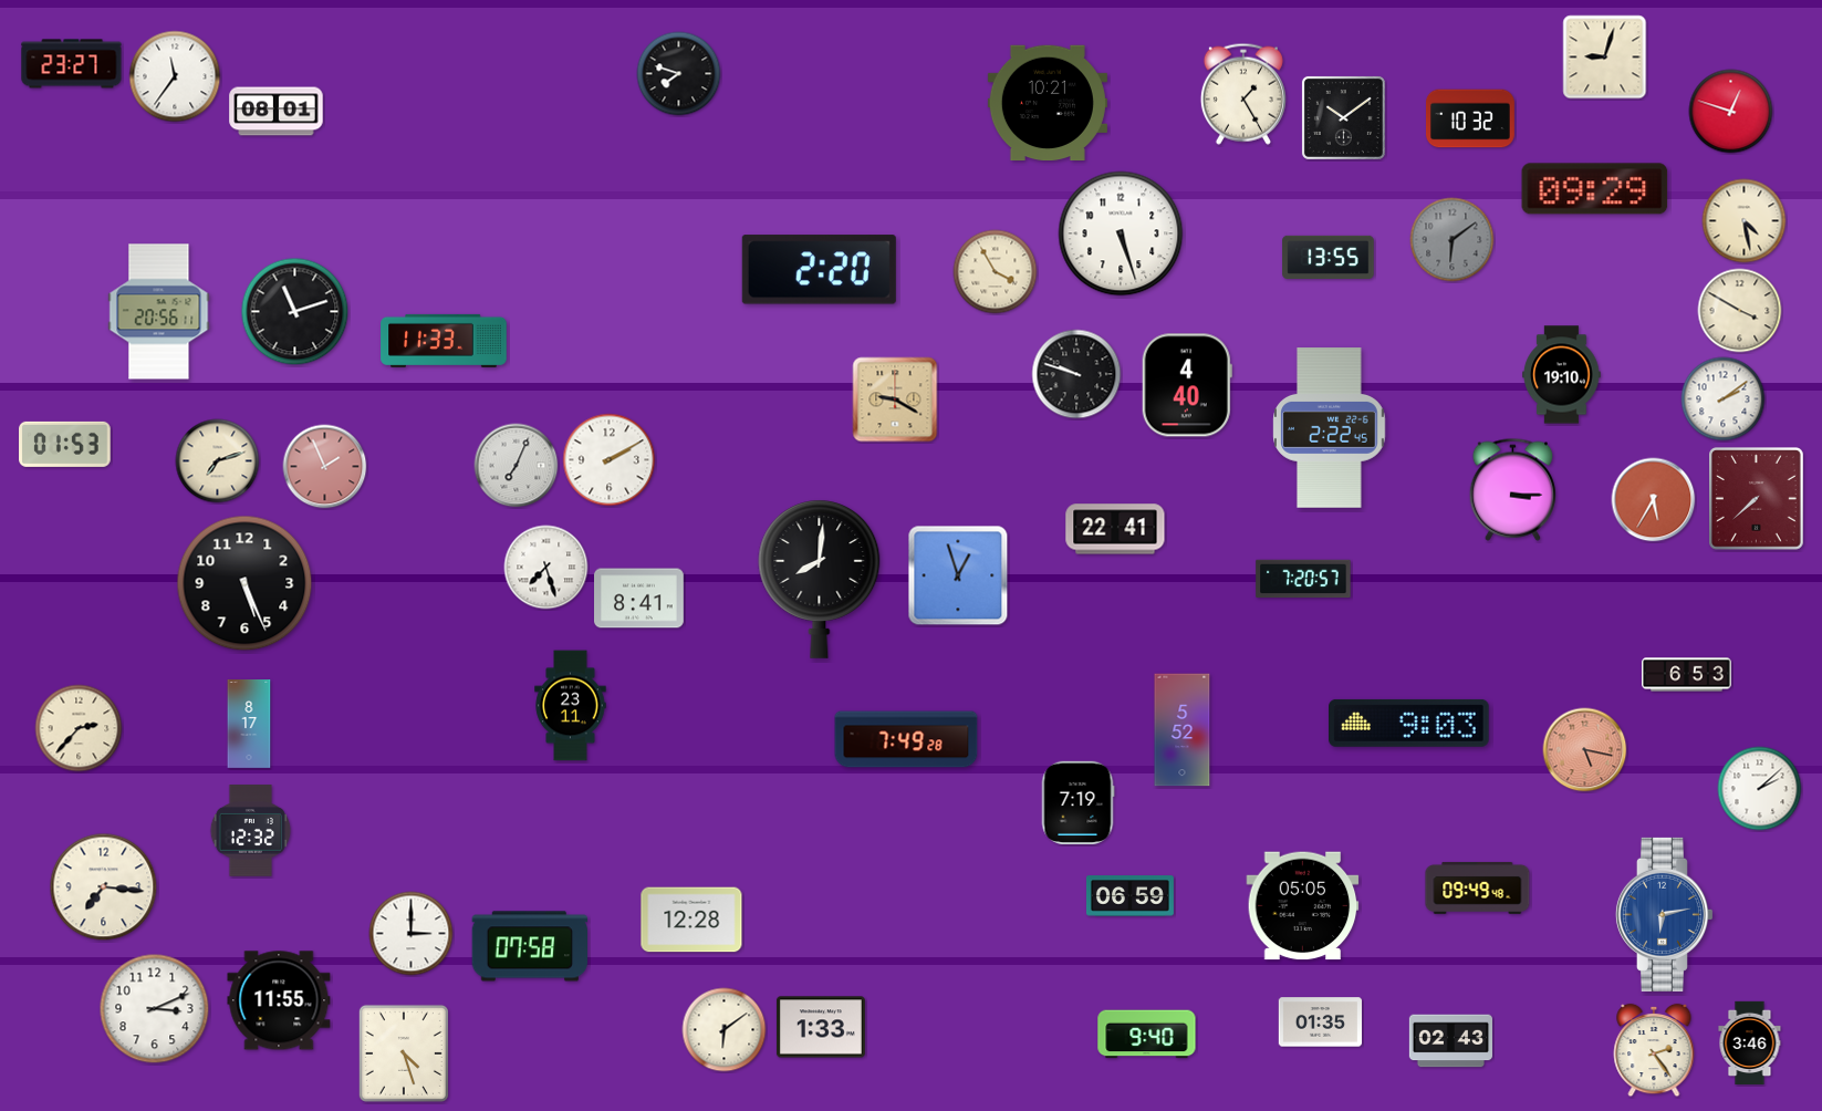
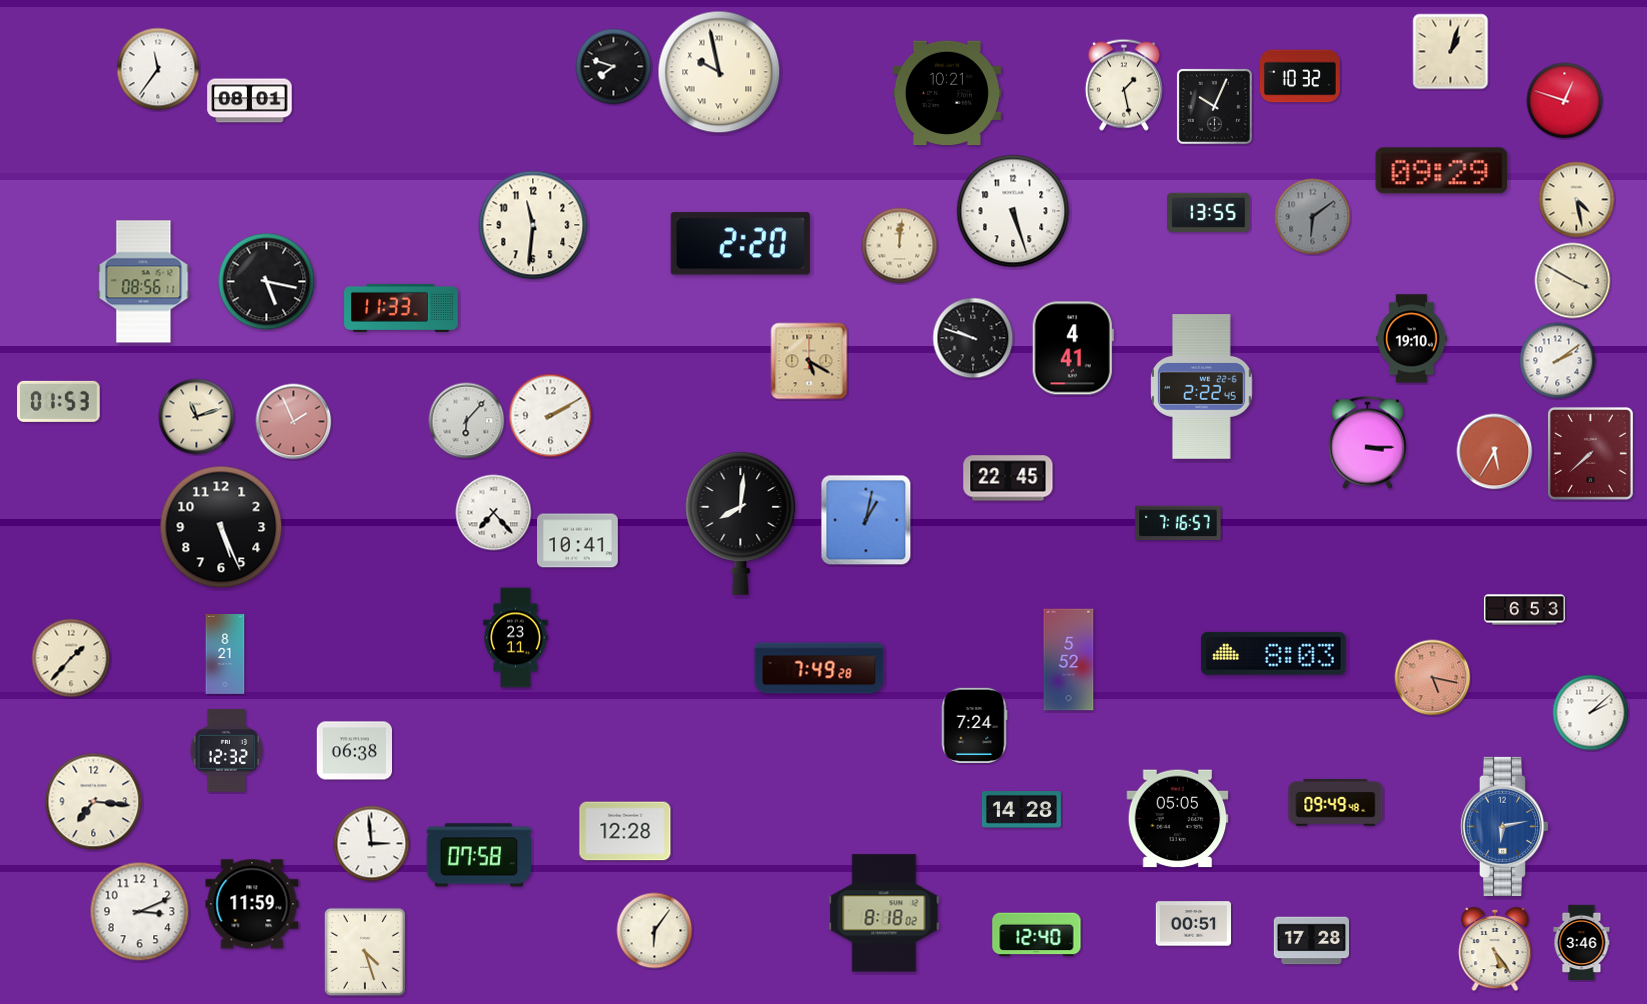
clock at (1605, 58): 9:03 -> 1:03
clock at (72, 64): 23:27 -> none
clock at (719, 72): none -> 9:58
clock at (1243, 94): 1:25 -> 1:28
clock at (1343, 117): 10:09 -> 10:04
clock at (1471, 118) position: (1471, 118) -> (1301, 76)
clock at (533, 225): none -> 11:31
clock at (1329, 257) position: (1329, 257) -> (1209, 212)
clock at (996, 272): 3:55 -> 12:01
clock at (159, 312): 20:56 -> 08:56
clock at (295, 312): 11:12 -> 5:17
clock at (1187, 385): 4:40 -> 4:41
clock at (895, 399): 9:20 -> 5:20
clock at (218, 461): 7:12 -> 11:12
clock at (517, 466): 7:04 -> 6:07
clock at (1757, 499) position: (1757, 499) -> (1591, 454)
clock at (1115, 529): 22:41 -> 22:45
clock at (546, 568): 7:27 -> 7:23
clock at (958, 575): 12:57 -> 1:02
clock at (1303, 579): 7:20 -> 7:16
clock at (639, 599): 8:41 -> 10:41
clock at (1409, 723): 9:03 -> 8:03
clock at (249, 725): 8:17 -> 8:21
clock at (79, 728): 2:37 -> 1:37
clock at (1077, 802): 7:19 -> 7:24
clock at (354, 751): none -> 06:38
clock at (1129, 896): 06:59 -> 14:28
clock at (412, 934): 3:00 -> 2:59
clock at (279, 1000): 11:55 -> 11:59
clock at (884, 913): none -> 8:18
clock at (1320, 1022): 01:35 -> 00:51
clock at (821, 1027): 1:33 -> none
clock at (725, 1030): 6:09 -> 6:06
clock at (1147, 1035): 9:40 -> 12:40
clock at (1450, 1041): 02:43 -> 17:28
clock at (1654, 1050): 2:24 -> 5:24
